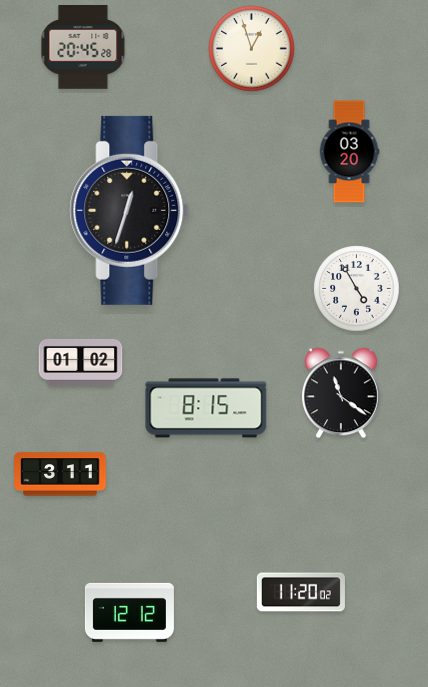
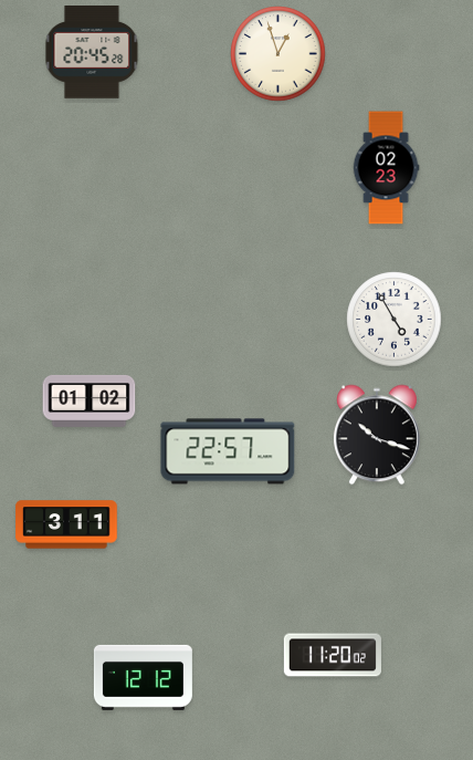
clock at (349, 152): 03:20 -> 02:23
clock at (130, 210): 12:33 -> none
clock at (341, 393): 11:21 -> 10:18
clock at (206, 408): 8:15 -> 22:57
